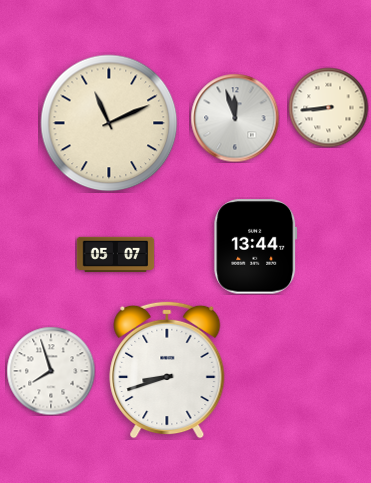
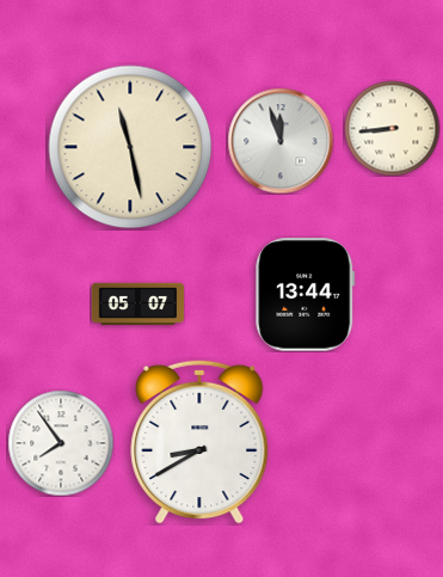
clock at (109, 123): 11:11 -> 11:28
clock at (167, 370): 8:42 -> 8:40
clock at (51, 371): 7:57 -> 7:54
